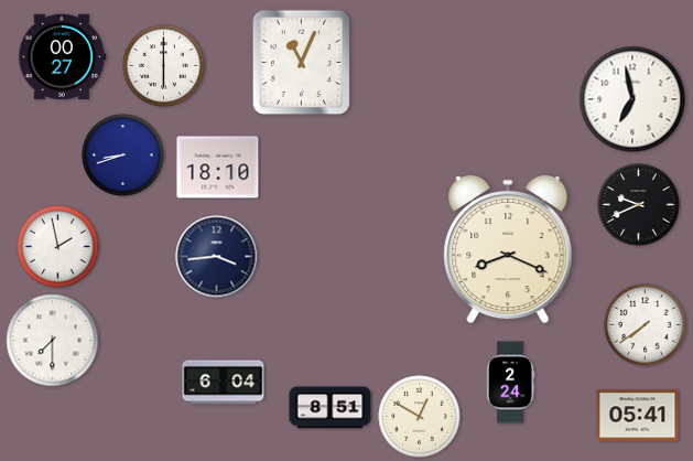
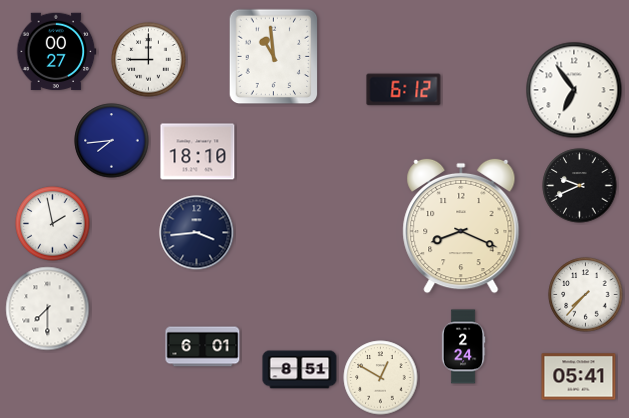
clock at (302, 63): 11:04 -> 10:59
clock at (164, 66): 6:00 -> 9:00
clock at (404, 90): none -> 6:12
clock at (632, 99): 6:58 -> 6:54
clock at (123, 156): 8:42 -> 7:44
clock at (646, 325): 7:39 -> 7:37
clock at (224, 383): 6:04 -> 6:01
